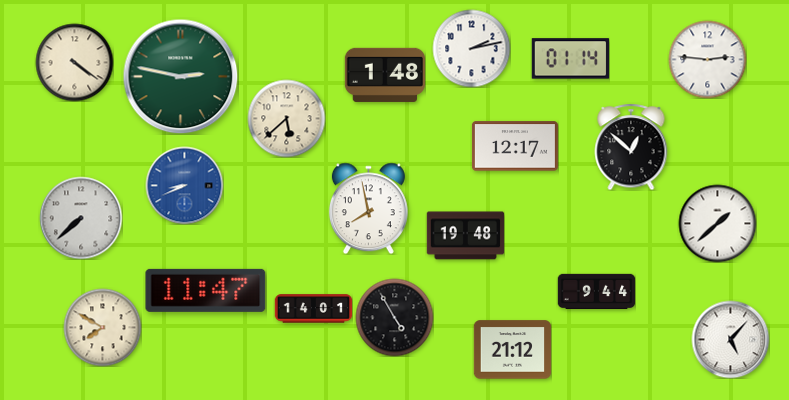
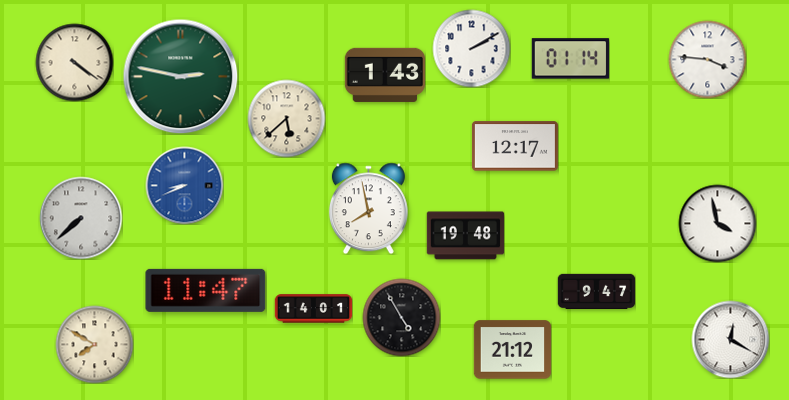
clock at (471, 48): 2:13 -> 2:10
clock at (707, 59): 2:46 -> 3:46
clock at (385, 75): 1:48 -> 1:43
clock at (631, 147): 12:52 -> none
clock at (717, 223): 1:38 -> 3:58
clock at (596, 291): 9:44 -> 9:47
clock at (394, 317) position: (394, 317) -> (401, 317)
clock at (102, 327) position: (102, 327) -> (94, 344)
clock at (730, 339): 5:07 -> 12:20
